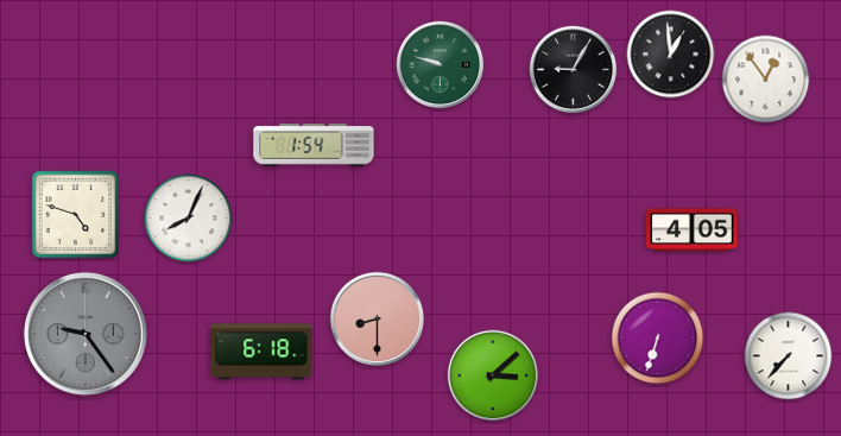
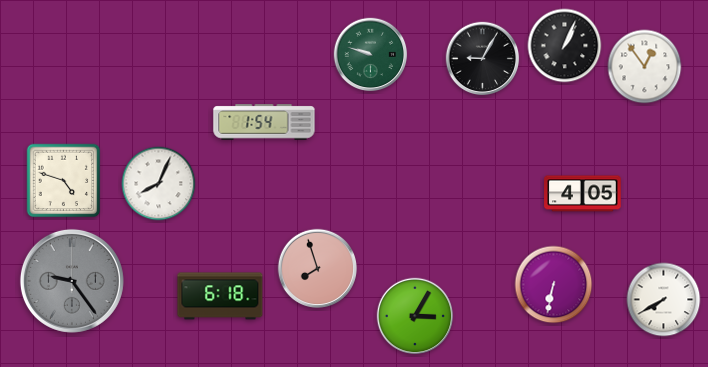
clock at (671, 55): 12:59 -> 1:04
clock at (378, 320): 8:30 -> 7:57
clock at (658, 339): 6:33 -> 6:32
clock at (789, 356): 7:37 -> 7:40
clock at (493, 375): 3:08 -> 3:05
